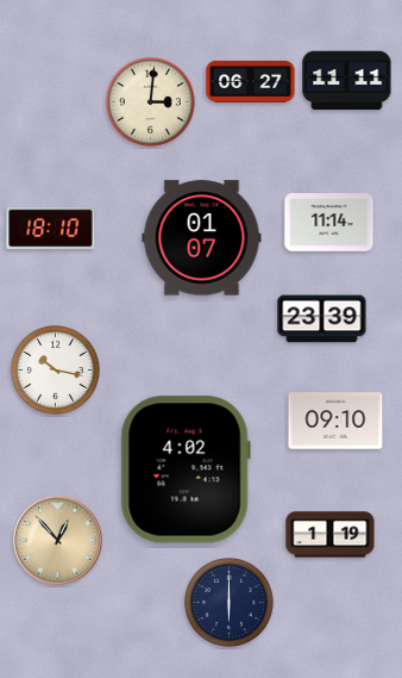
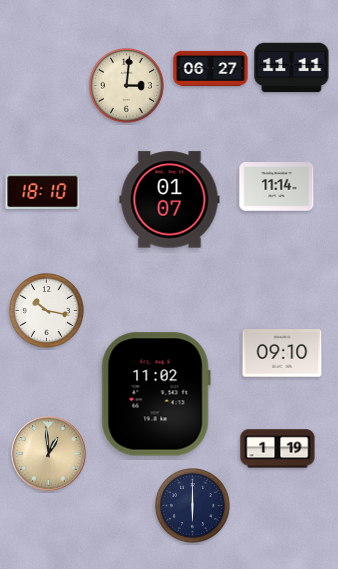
clock at (322, 319): 23:39 -> none
clock at (186, 469): 4:02 -> 11:02
clock at (58, 541): 12:53 -> 12:59
